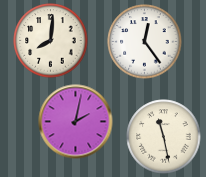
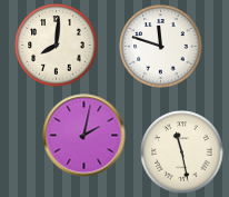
clock at (145, 42): 12:24 -> 11:48
